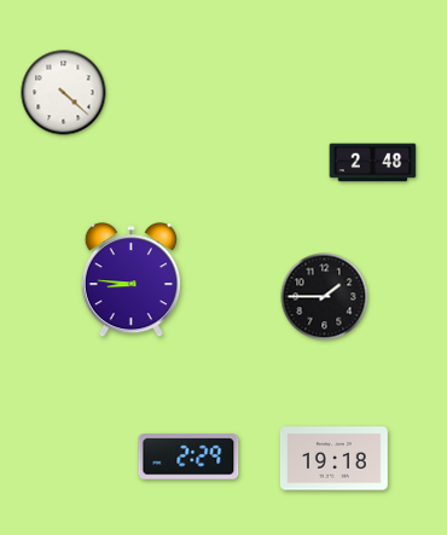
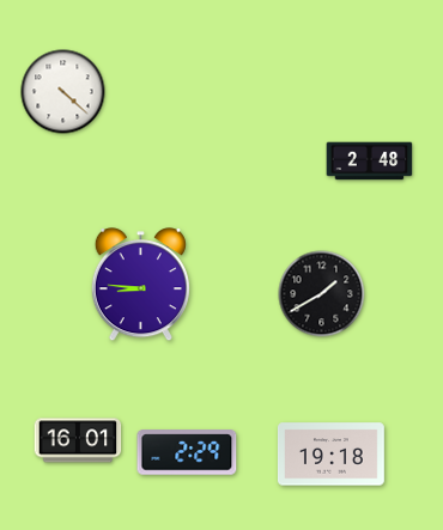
clock at (130, 280) position: (130, 280) -> (140, 285)
clock at (325, 297): 1:45 -> 1:40
clock at (78, 440): none -> 16:01
